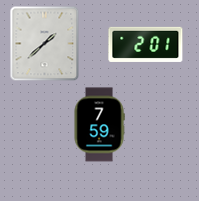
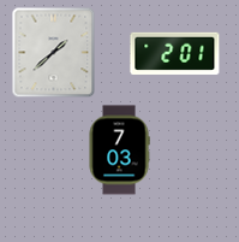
clock at (99, 125): 7:59 -> 7:03
